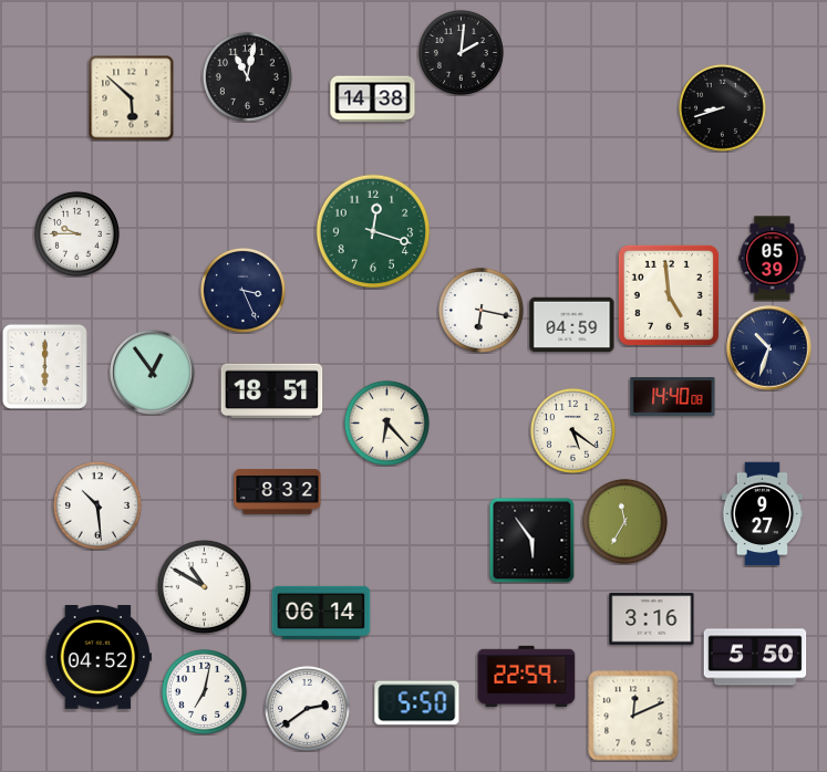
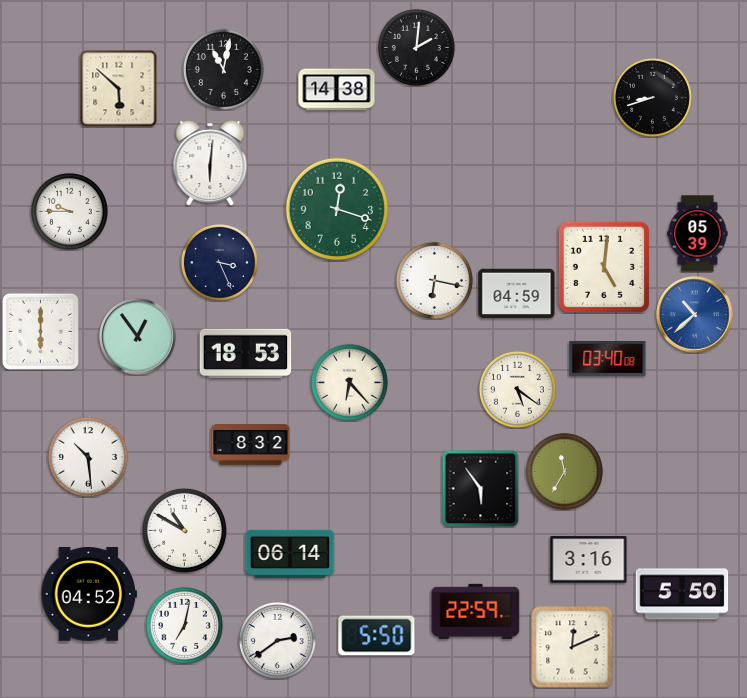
clock at (210, 163): none -> 6:01
clock at (669, 295): 4:59 -> 5:01
clock at (769, 348): 10:33 -> 10:38
clock at (769, 348) dial: navy -> blue
clock at (272, 392): 18:51 -> 18:53
clock at (673, 397): 14:40 -> 03:40
clock at (763, 514): 9:27 -> none
